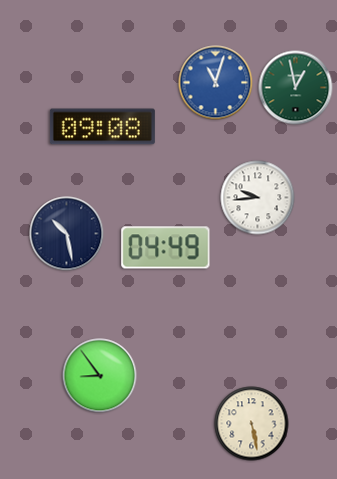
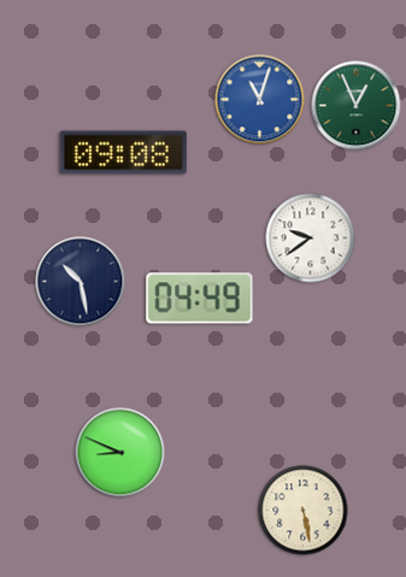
clock at (296, 88): 12:58 -> 12:56
clock at (258, 198): 9:44 -> 9:39
clock at (100, 376): 8:54 -> 8:49
